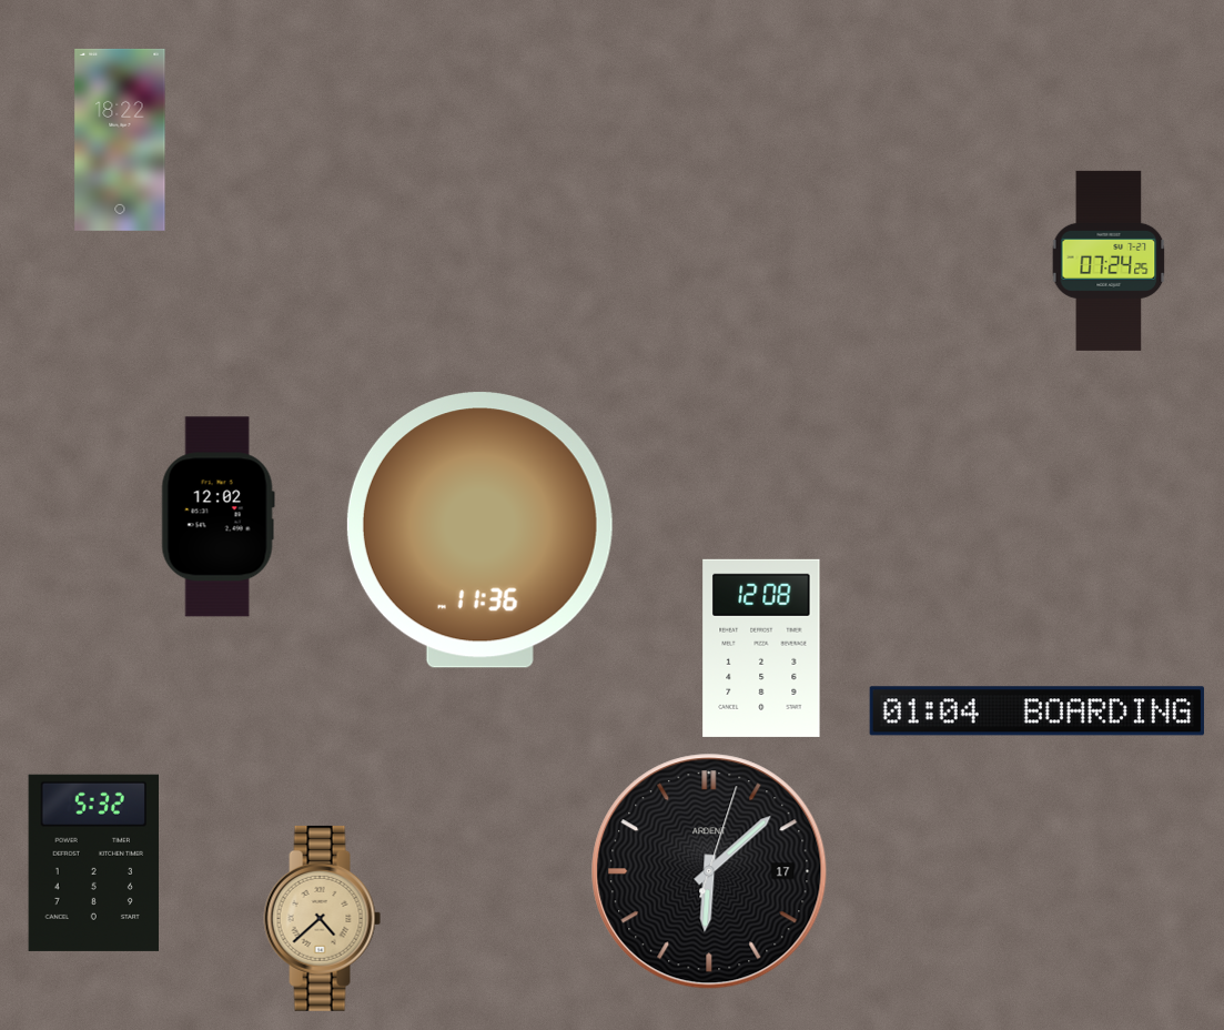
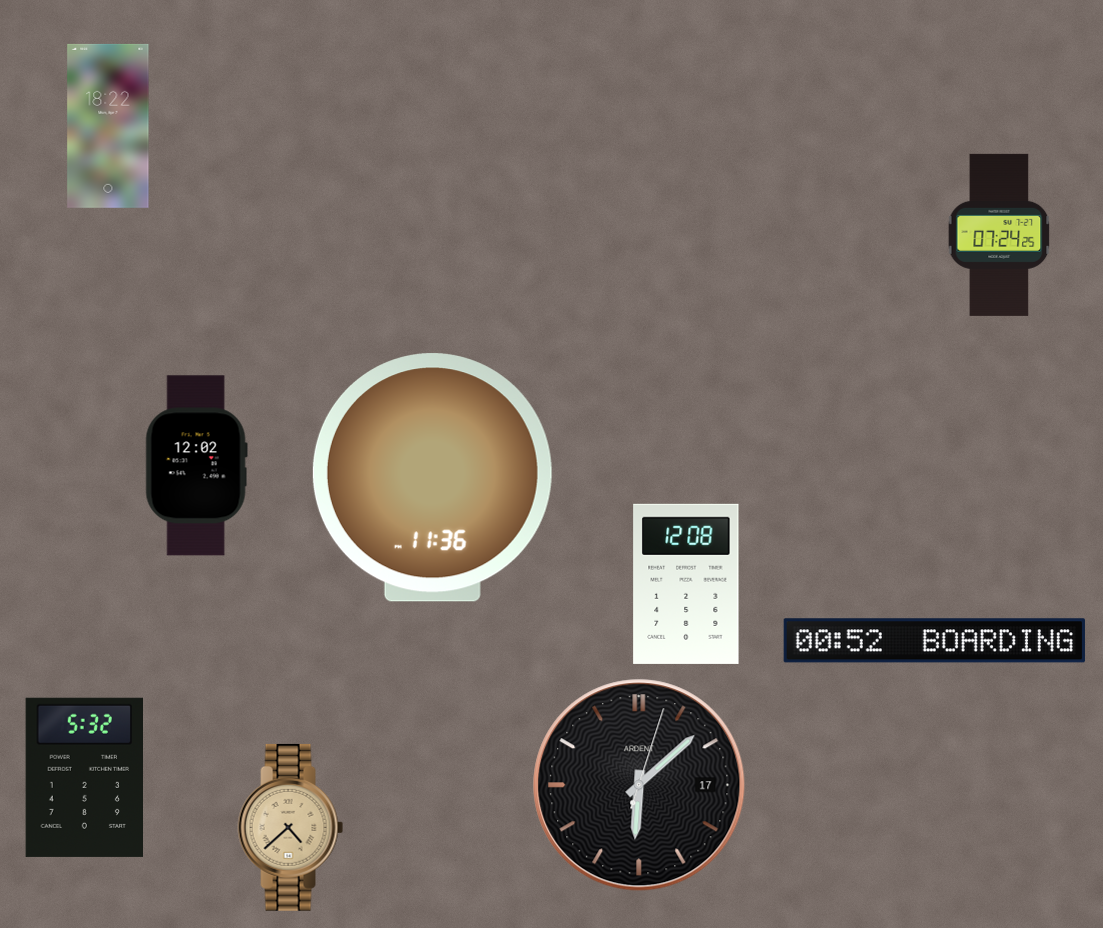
clock at (1036, 711): 01:04 -> 00:52
